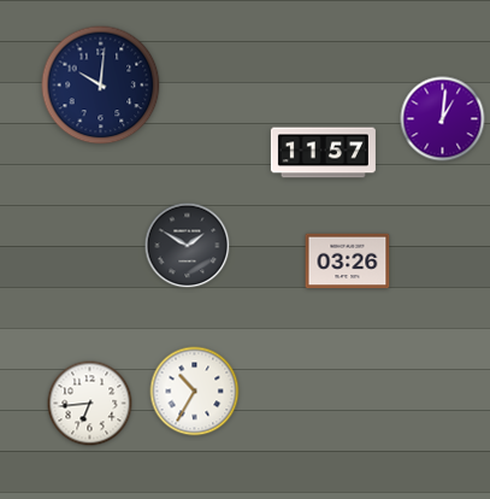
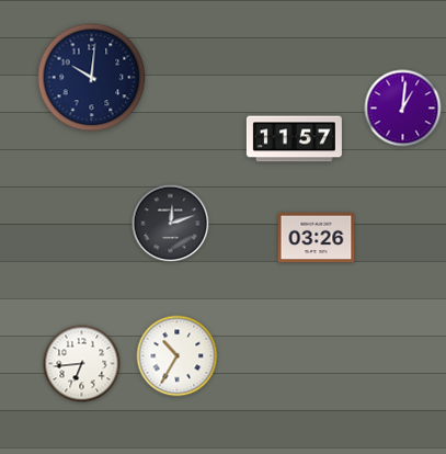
clock at (188, 246): 1:50 -> 12:12
clock at (90, 404) position: (90, 404) -> (82, 364)
